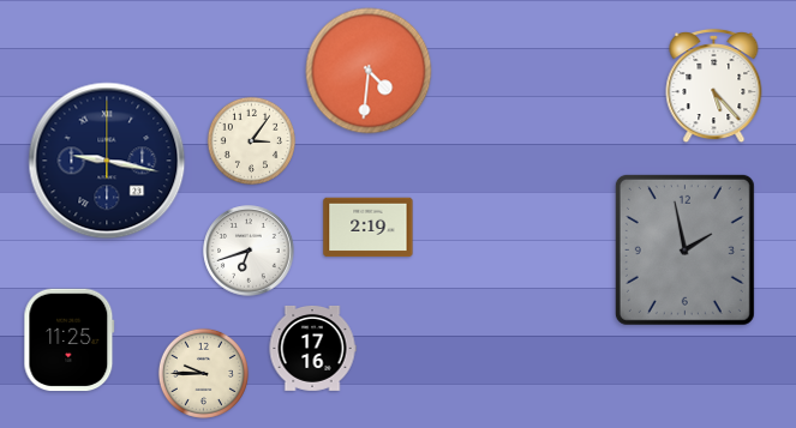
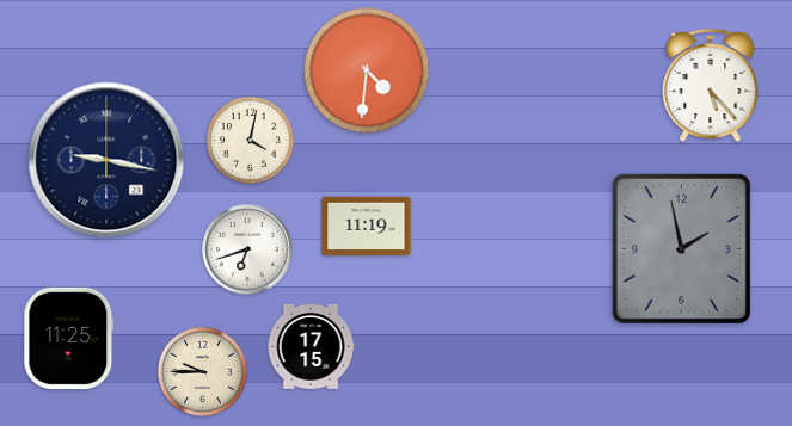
clock at (251, 140): 3:06 -> 4:02
clock at (369, 228): 2:19 -> 11:19
clock at (312, 348): 17:16 -> 17:15
